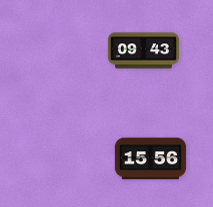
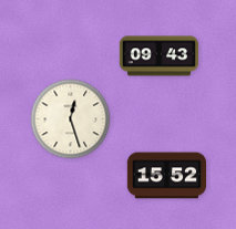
clock at (71, 119): none -> 12:27
clock at (151, 159): 15:56 -> 15:52
